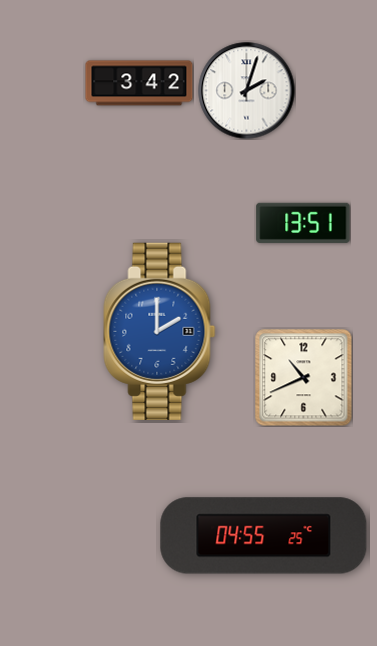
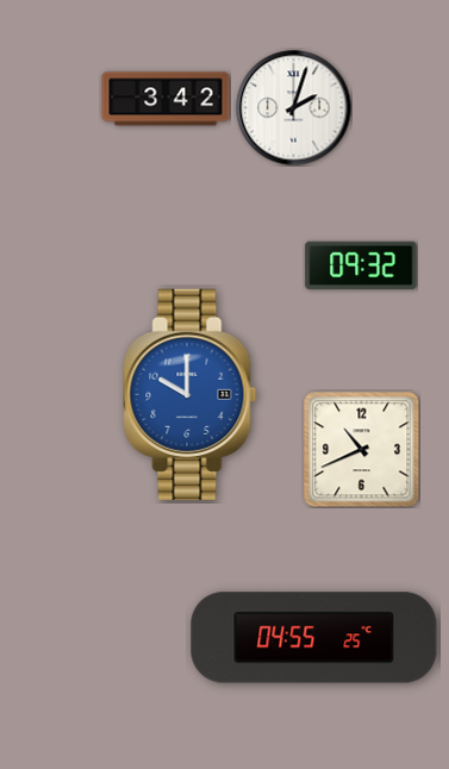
clock at (303, 223): 13:51 -> 09:32
clock at (160, 331): 2:00 -> 10:00
